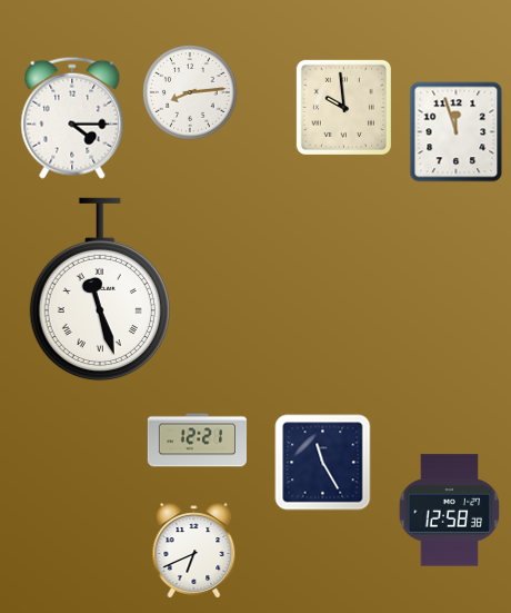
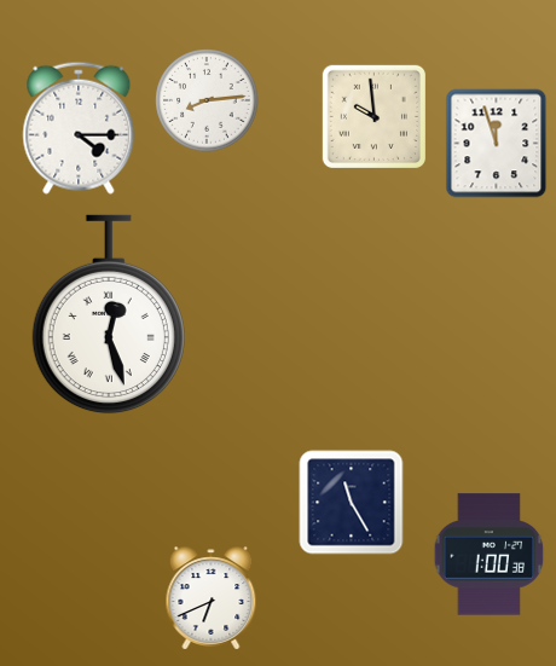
clock at (100, 289): 11:27 -> 12:27
clock at (197, 441): 12:21 -> none
clock at (450, 511): 12:58 -> 1:00
